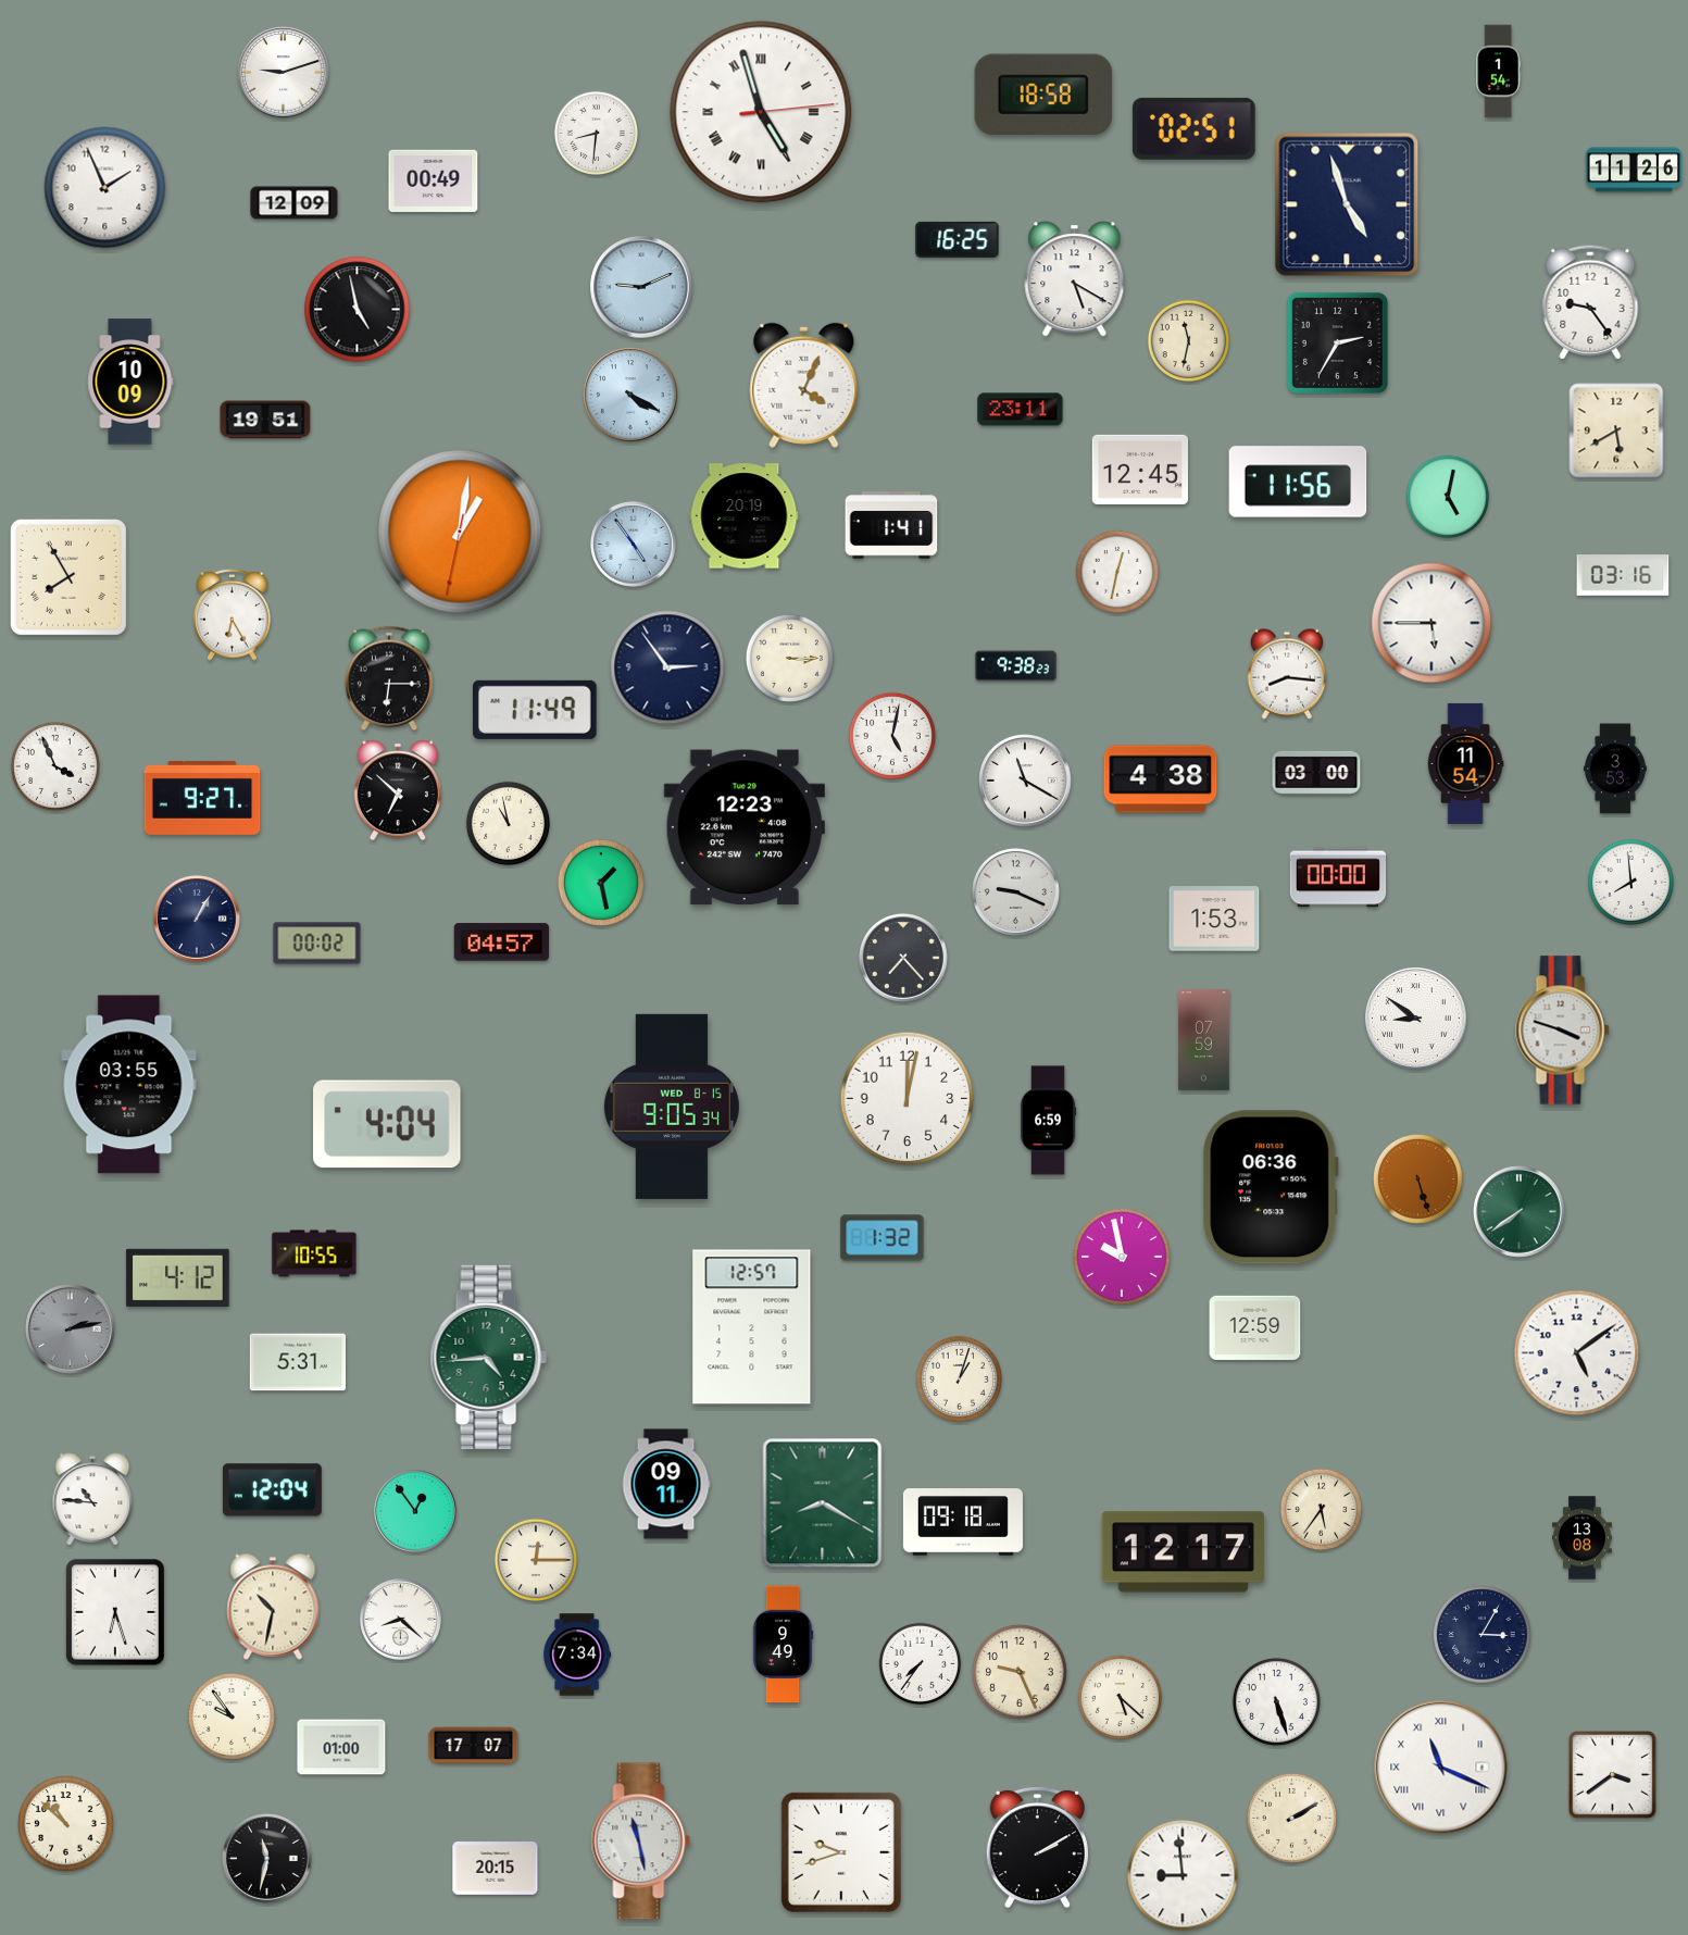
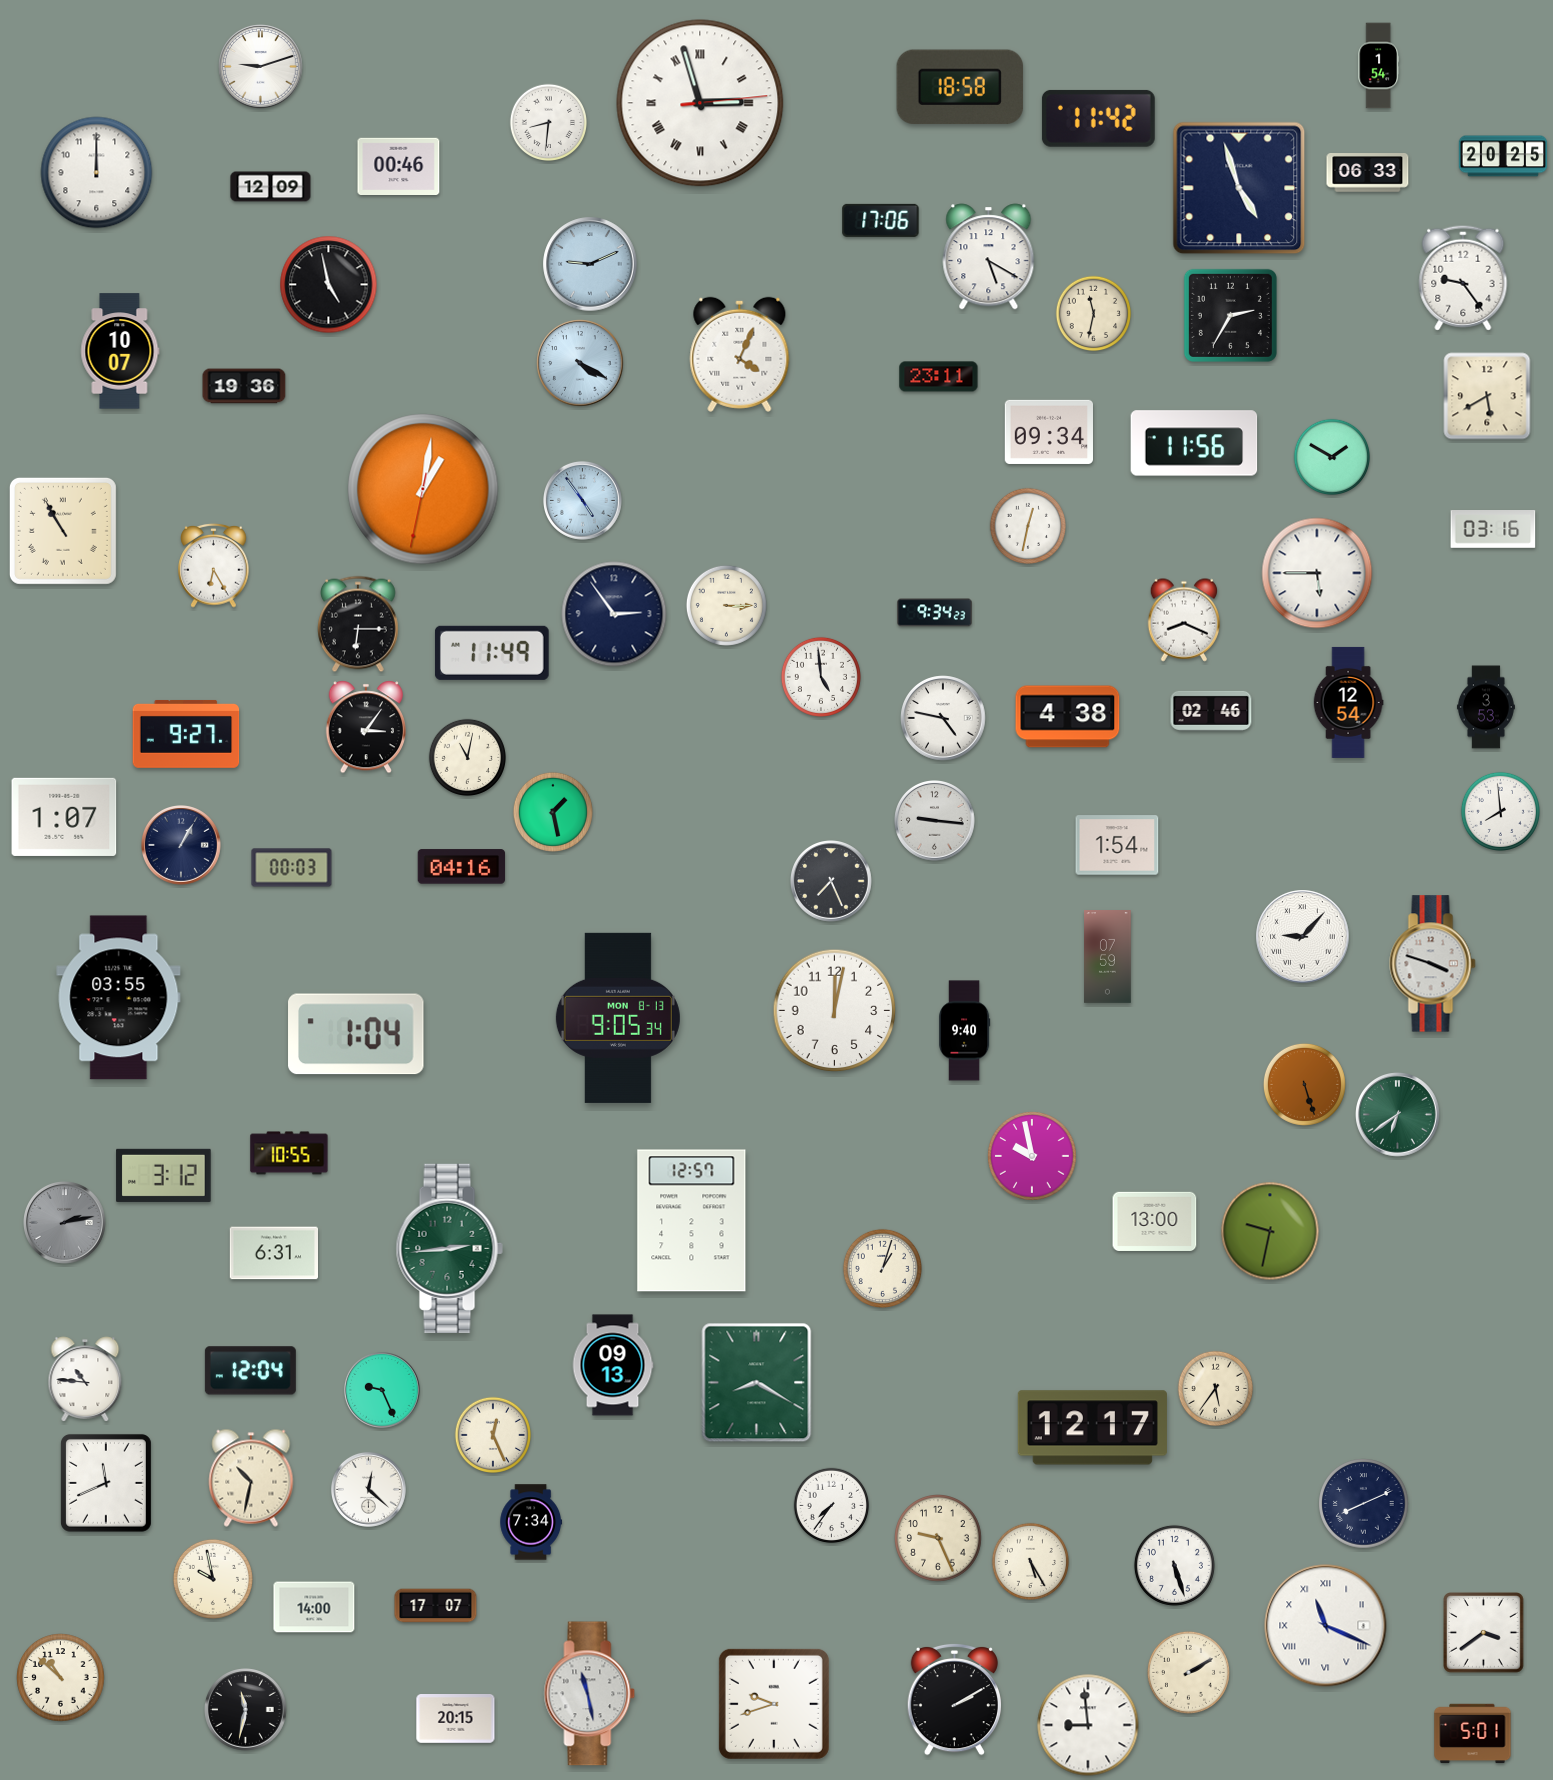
clock at (761, 112): 4:57 -> 2:57
clock at (1193, 128): 02:51 -> 11:42
clock at (1634, 170): 11:26 -> 20:25
clock at (434, 180): 00:49 -> 00:46
clock at (105, 188): 1:56 -> 12:00
clock at (1368, 173): none -> 06:33
clock at (958, 239): 16:25 -> 17:06
clock at (130, 382): 10:09 -> 10:07
clock at (265, 420): 19:51 -> 19:36
clock at (1140, 470): 12:45 -> 09:34
clock at (1448, 497): 5:02 -> 1:50
clock at (745, 516): 20:19 -> none
clock at (891, 525): 1:41 -> none
clock at (68, 577): 7:55 -> 10:55
clock at (1016, 666): 9:38 -> 9:34
clock at (1287, 674): 8:16 -> 8:19
clock at (892, 736): 5:02 -> 4:59
clock at (1465, 763): 11:54 -> 12:54
clock at (55, 766): 3:56 -> none
clock at (1316, 773): 03:00 -> 02:46
clock at (1025, 781): 11:20 -> 4:47
clock at (398, 790): 6:52 -> 3:06
clock at (508, 823): 10:58 -> 11:02
clock at (745, 827): 12:23 -> none
clock at (1338, 877): 00:00 -> none
clock at (64, 817): none -> 1:07
clock at (1016, 892): 9:19 -> 9:16
clock at (1214, 919): 1:53 -> 1:54
clock at (502, 942): 04:57 -> 04:16
clock at (317, 944): 00:02 -> 00:03
clock at (904, 959): 7:23 -> 7:26
clock at (1416, 1019): 8:51 -> 9:07
clock at (1563, 1031) position: (1563, 1031) -> (1433, 964)
clock at (672, 1107) date: WED 8-15 -> MON 8-13
clock at (1048, 1121): 6:59 -> 9:40
clock at (387, 1124): 4:04 -> 1:04
clock at (1271, 1187): 06:36 -> none
clock at (1520, 1212): 7:39 -> 6:39
clock at (883, 1238): 1:32 -> none
clock at (178, 1277): 4:12 -> 3:12
clock at (1255, 1327): 12:59 -> 13:00
clock at (1270, 1231): none -> 9:32
clock at (1577, 1353): 5:09 -> none
clock at (488, 1357): 4:44 -> 2:44
clock at (297, 1362): 5:31 -> 6:31
clock at (666, 1484): 09:11 -> 09:13
clock at (415, 1511): 12:54 -> 9:26
clock at (963, 1522): 09:18 -> none
clock at (1583, 1538): 13:08 -> none
clock at (1183, 1552) position: (1183, 1552) -> (1092, 1428)
clock at (536, 1560): 12:15 -> 12:26
clock at (115, 1612): 6:27 -> 11:41
clock at (400, 1619): 8:22 -> 12:22
clock at (1483, 1635): 3:05 -> 8:11
clock at (783, 1645): 9:49 -> none
clock at (921, 1664) position: (921, 1664) -> (832, 1506)
clock at (1120, 1697): 5:22 -> 5:25
clock at (232, 1716): 9:54 -> 9:58
clock at (341, 1747): 01:00 -> 14:00
clock at (1473, 1734): none -> 5:01
